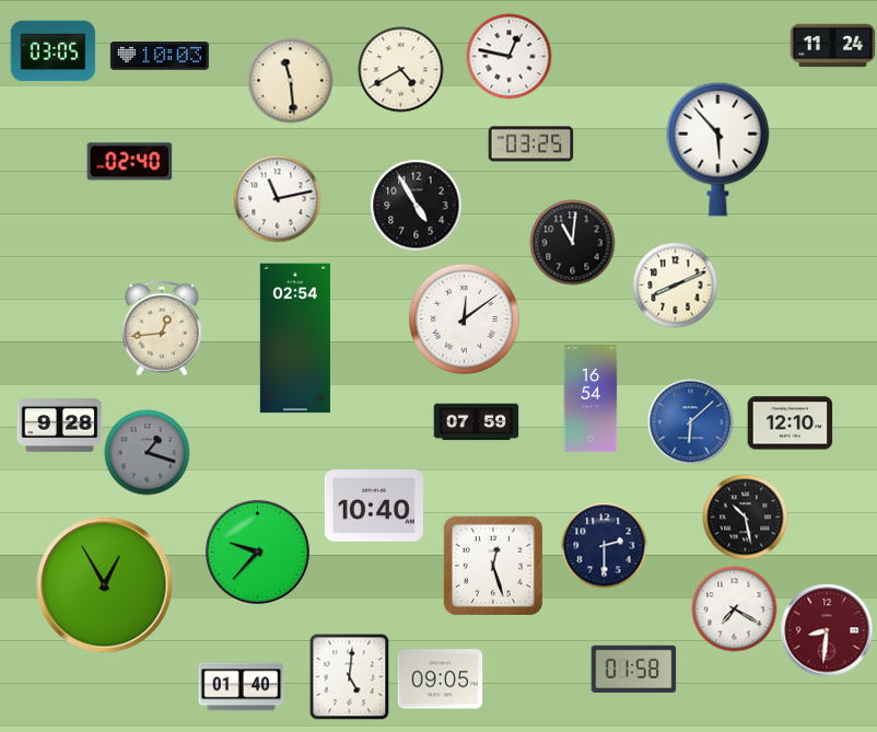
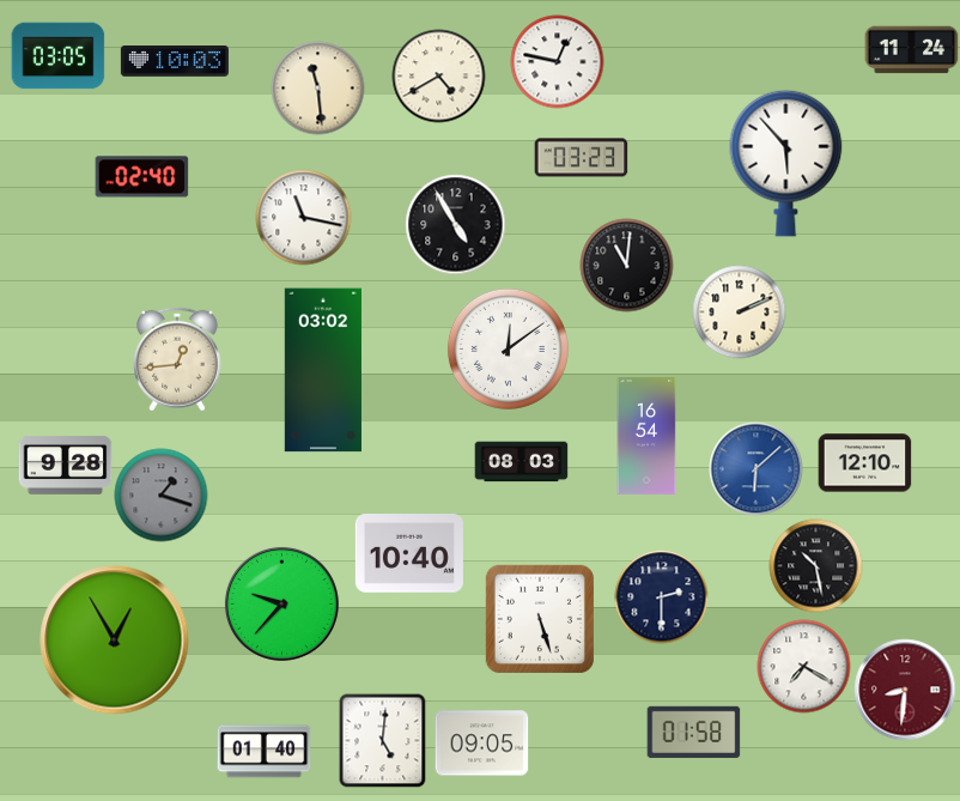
clock at (530, 144): 03:25 -> 03:23
clock at (277, 198): 11:13 -> 11:17
clock at (675, 284): 8:11 -> 2:11
clock at (294, 338): 02:54 -> 03:02
clock at (690, 421) position: (690, 421) -> (755, 468)
clock at (476, 422): 07:59 -> 08:03
clock at (493, 566): 12:27 -> 5:27
